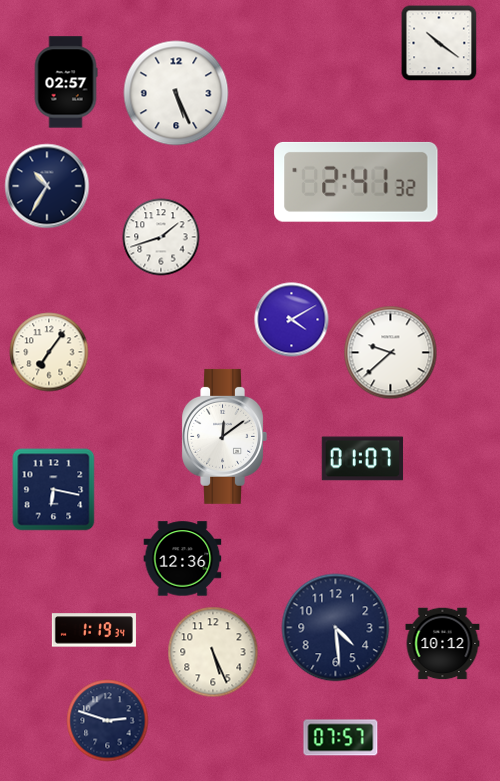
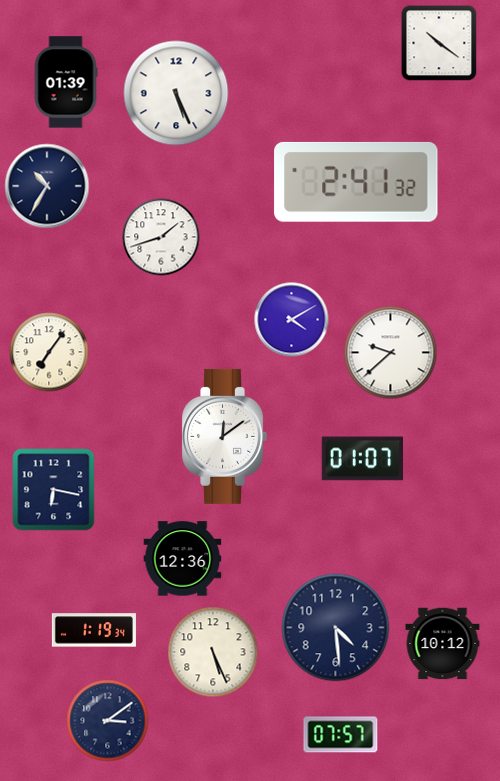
clock at (66, 82): 02:57 -> 01:39
clock at (108, 721): 2:48 -> 3:09
clock at (341, 738) position: (341, 738) -> (341, 735)
